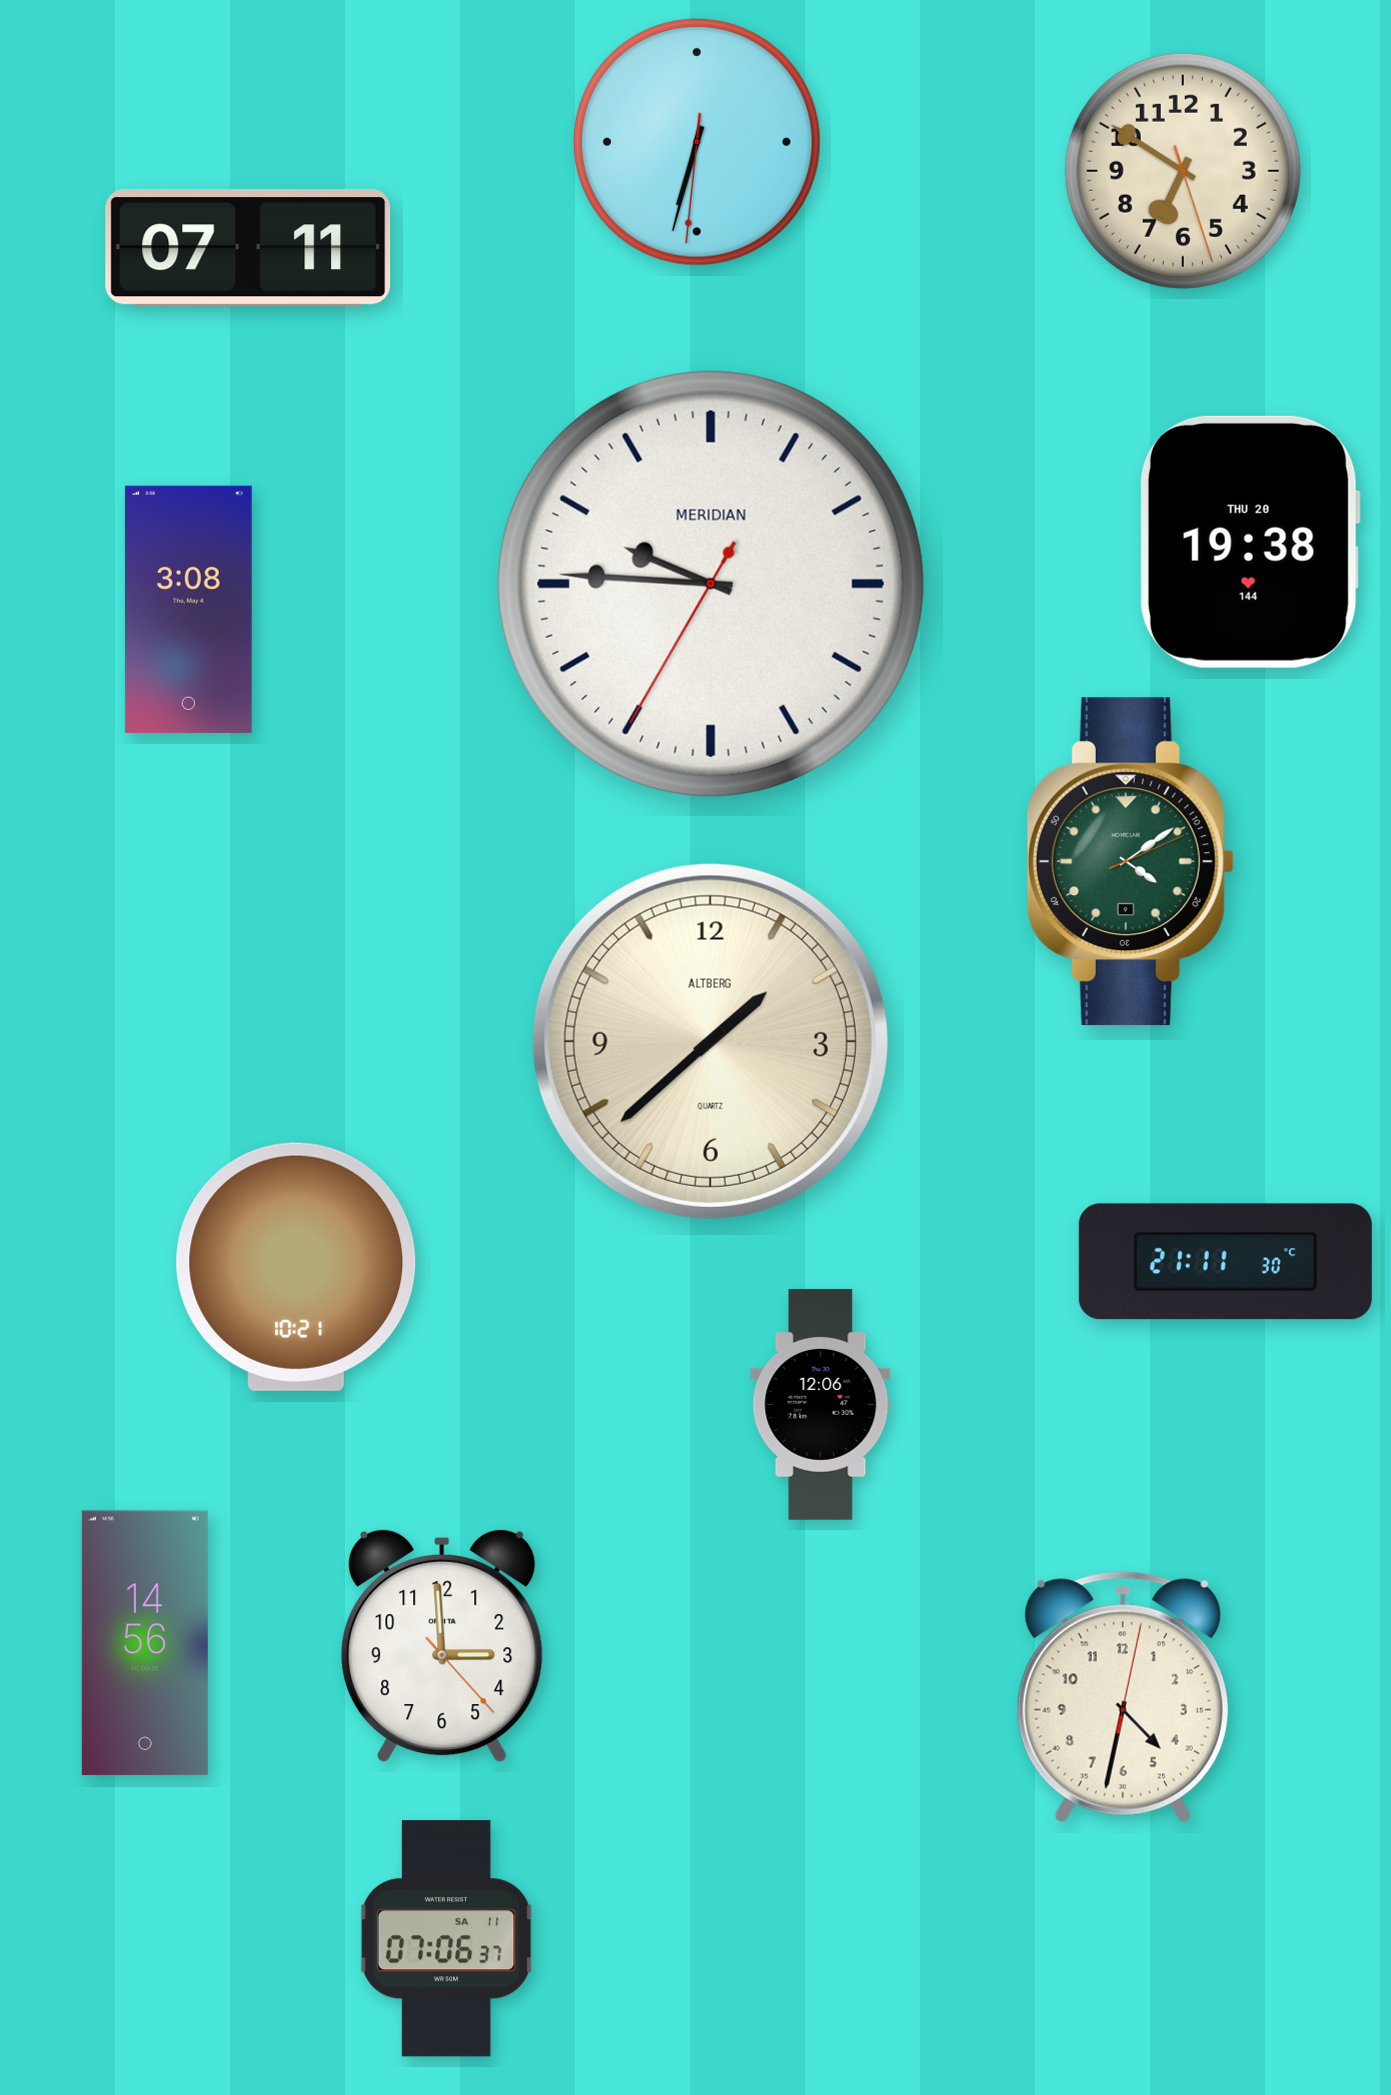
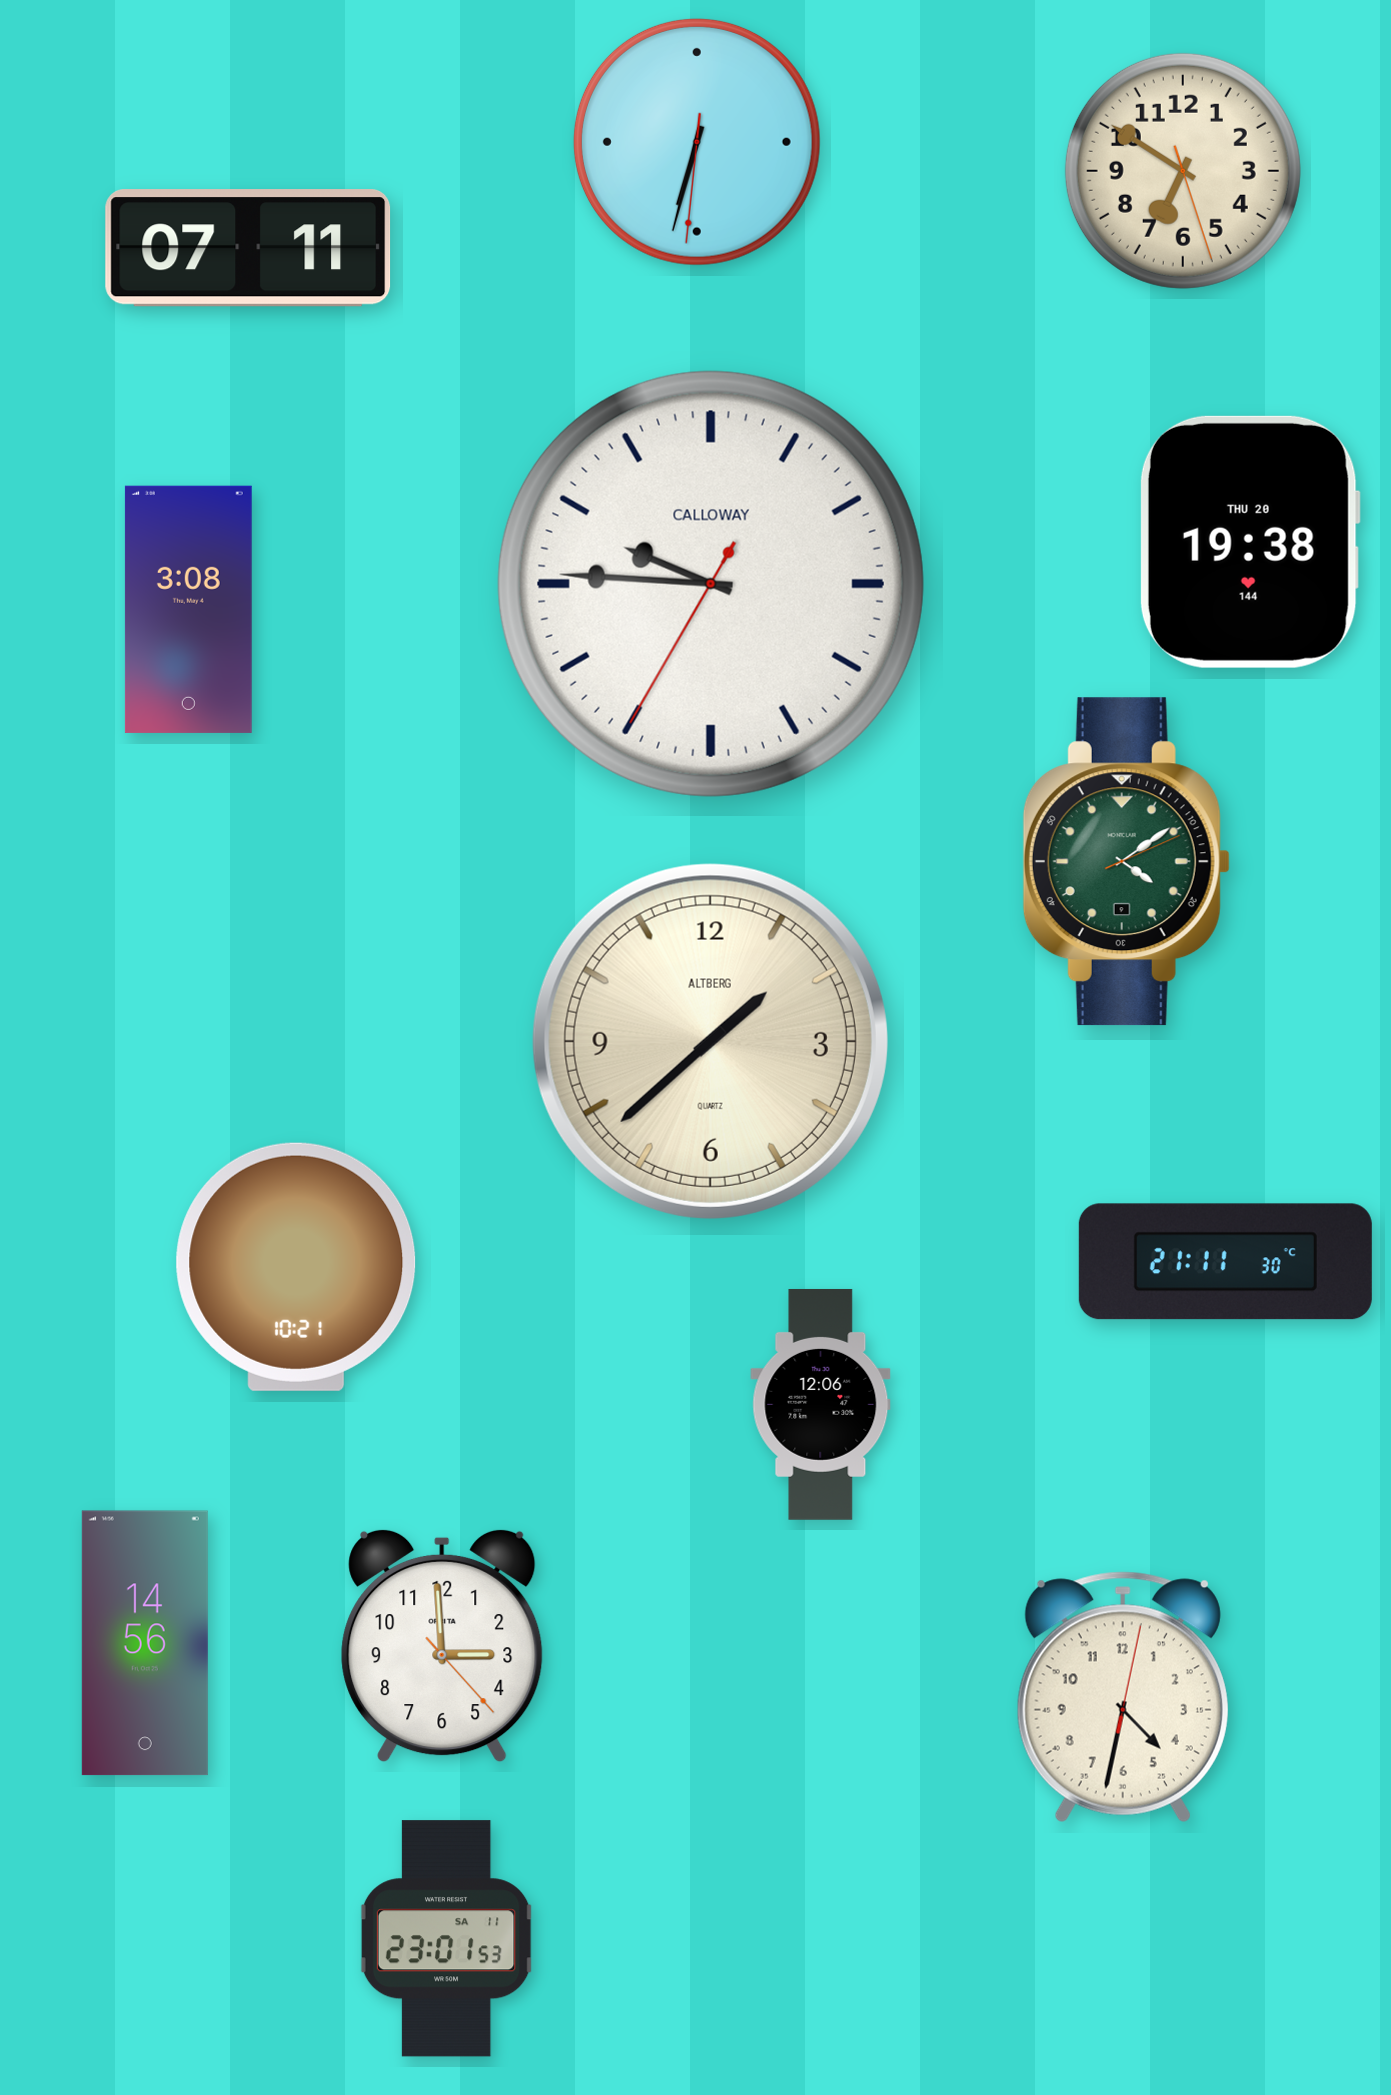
clock at (711, 584) brand: MERIDIAN -> CALLOWAY
clock at (1130, 862) position: (1130, 862) -> (1126, 862)
clock at (447, 1939): 07:06 -> 23:01
